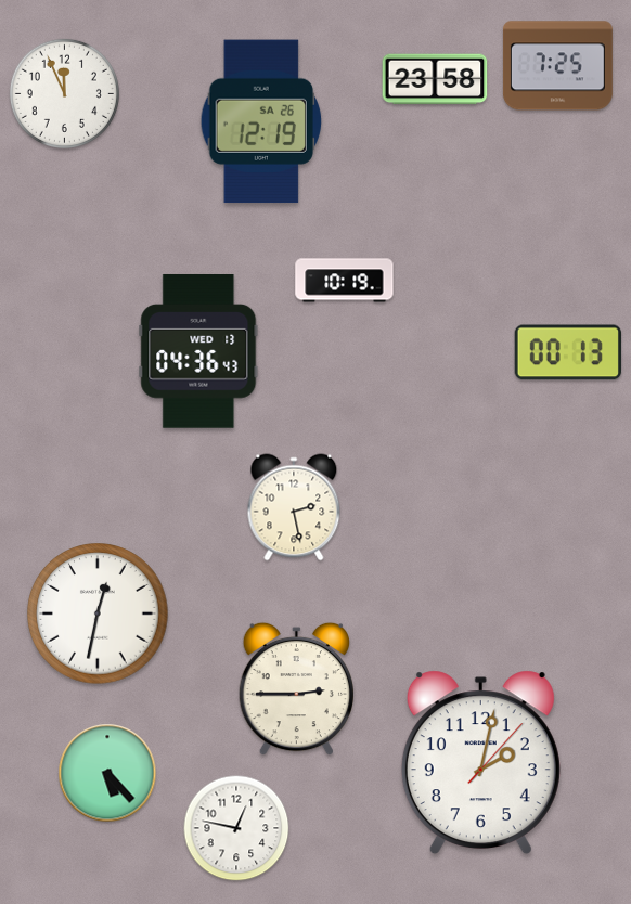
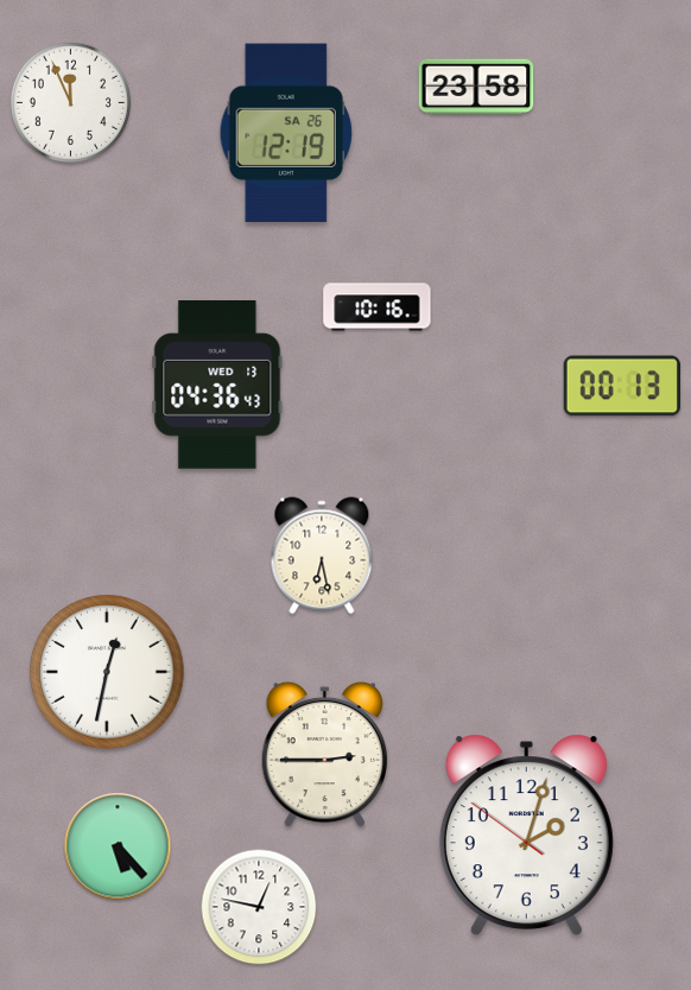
clock at (557, 66): 7:25 -> none
clock at (345, 281): 10:19 -> 10:16
clock at (294, 507): 2:28 -> 6:28
clock at (480, 763): 2:02:07 -> 2:02:51
